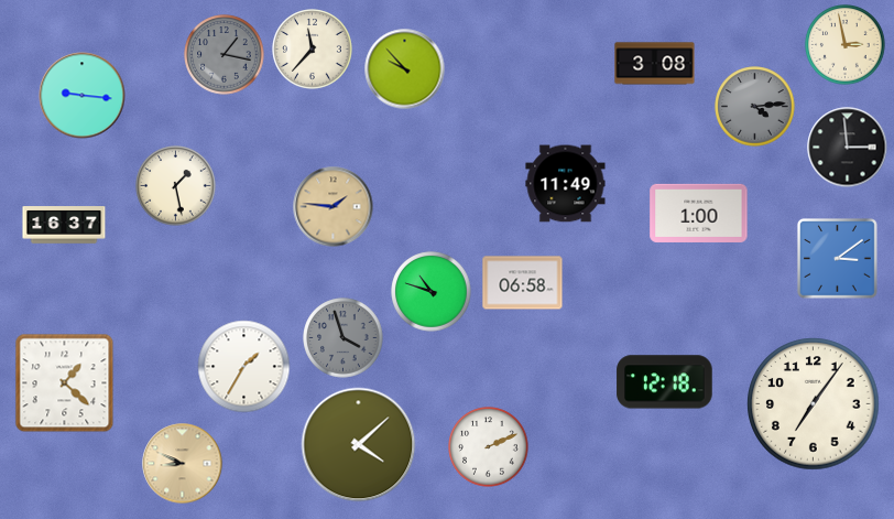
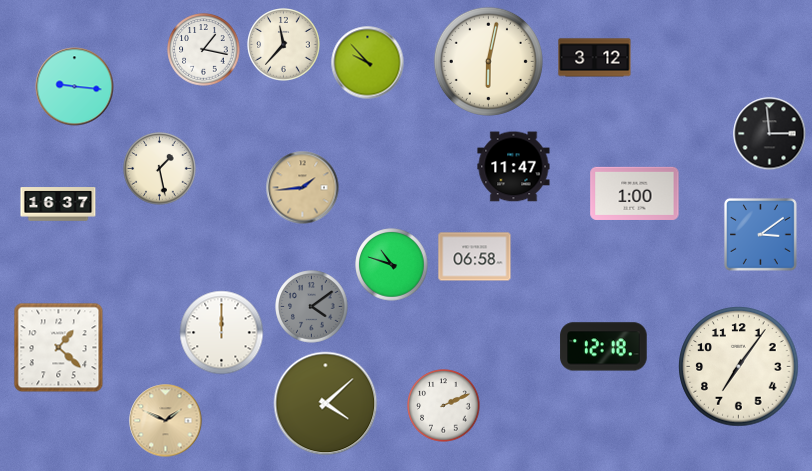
clock at (846, 45): 2:58 -> none
clock at (225, 55) dial: grey -> white
clock at (655, 64): 3:08 -> 3:12
clock at (488, 61): none -> 6:02
clock at (755, 107): 4:14 -> none
clock at (566, 184): 11:49 -> 11:47
clock at (334, 207): 1:46 -> 1:44
clock at (344, 338): 3:57 -> 4:09
clock at (244, 367): 1:35 -> 12:00
clock at (183, 464): 8:49 -> 1:49
